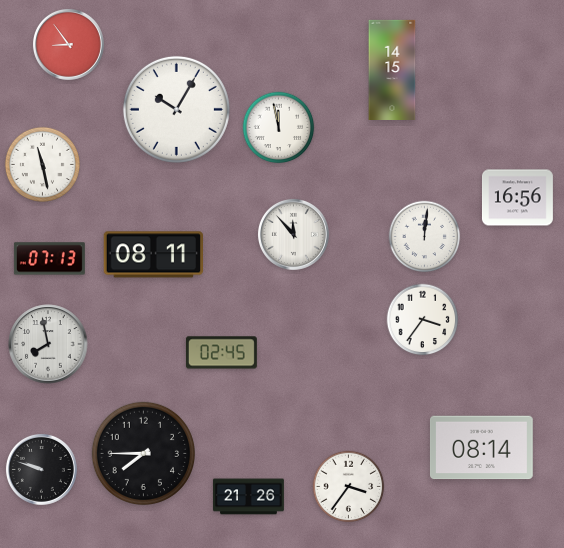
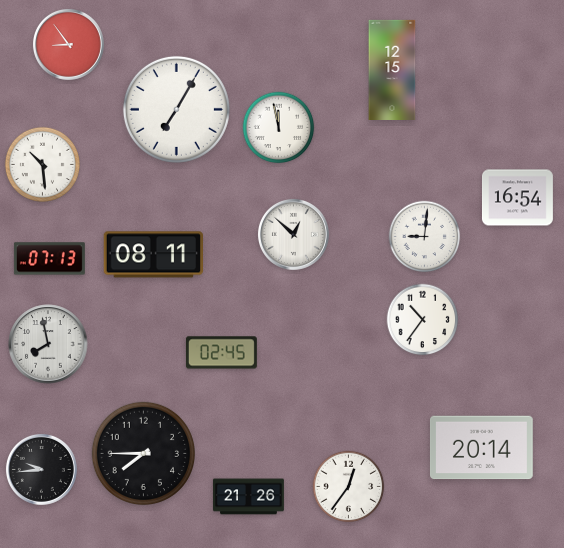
clock at (392, 69): 14:15 -> 12:15
clock at (176, 109): 10:05 -> 7:05
clock at (42, 164): 11:28 -> 10:29
clock at (517, 198): 16:56 -> 16:54
clock at (293, 234): 11:53 -> 12:52
clock at (425, 237): 12:01 -> 9:01
clock at (423, 320): 3:36 -> 10:36
clock at (481, 448): 08:14 -> 20:14
clock at (41, 469): 9:48 -> 9:44
clock at (349, 487): 3:36 -> 12:36
